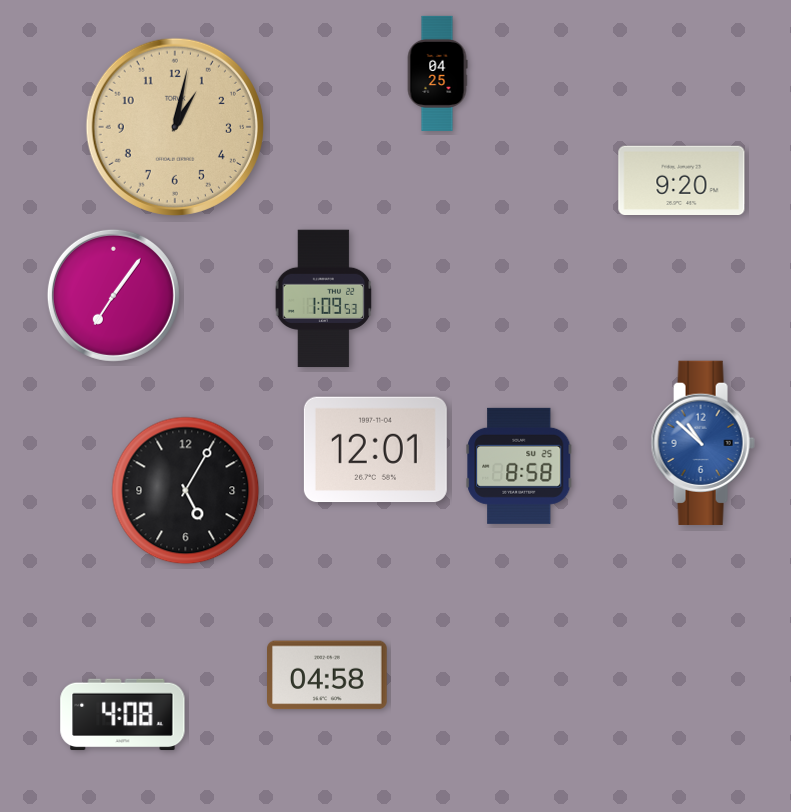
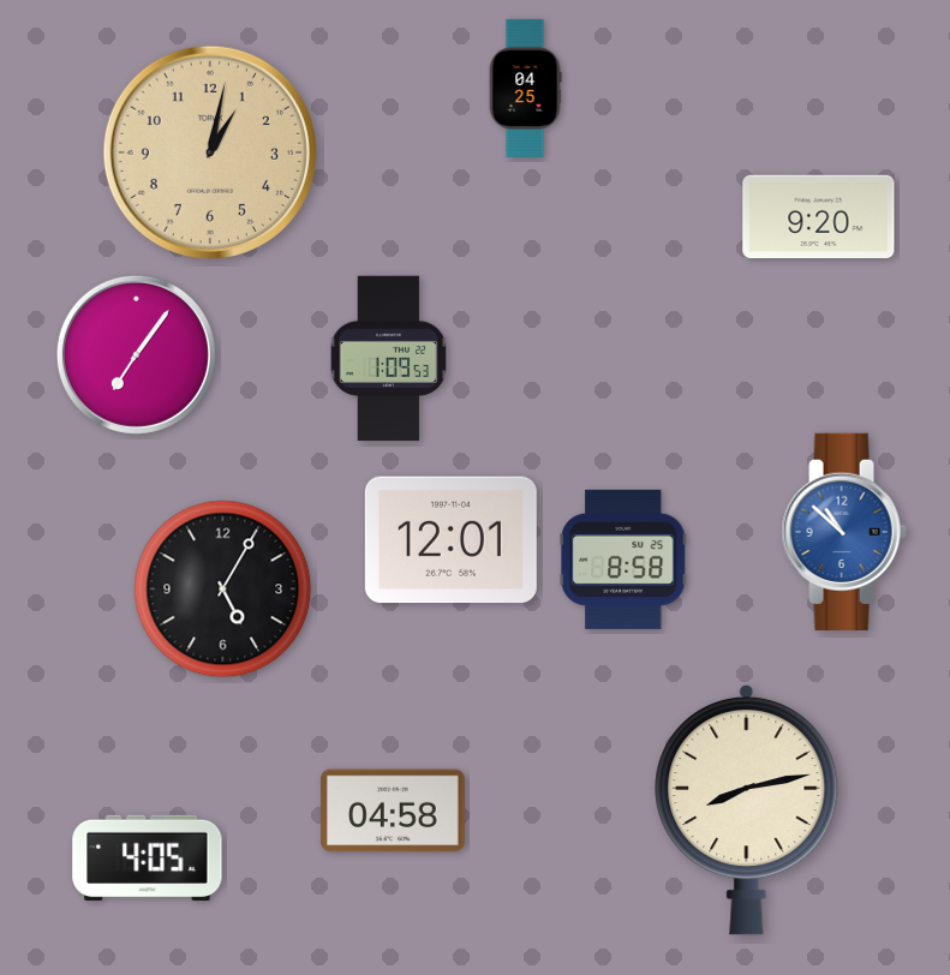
clock at (747, 809): none -> 8:13
clock at (123, 715): 4:08 -> 4:05
